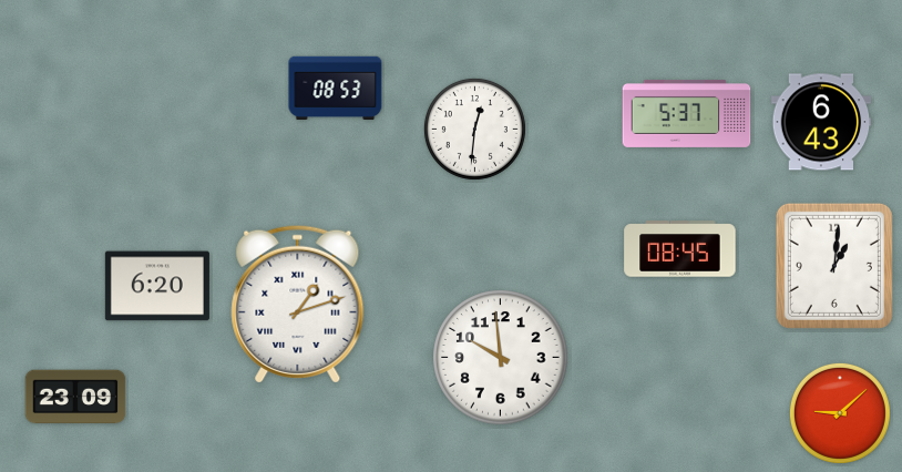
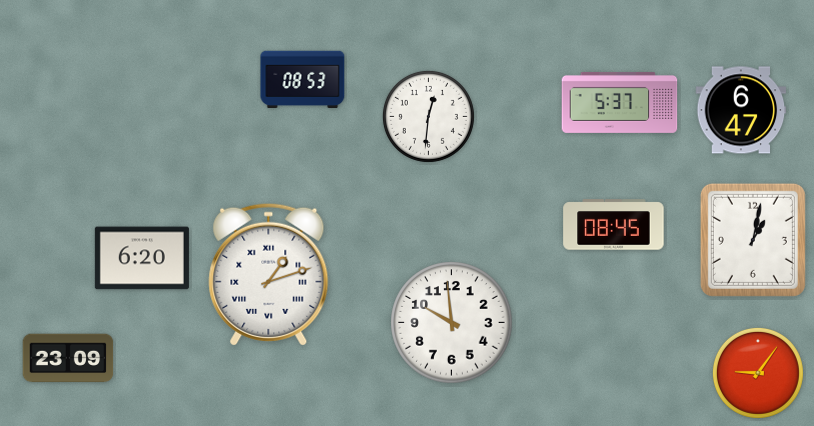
clock at (821, 122): 6:43 -> 6:47
clock at (834, 266): 1:01 -> 1:02
clock at (840, 413): 9:08 -> 9:06
